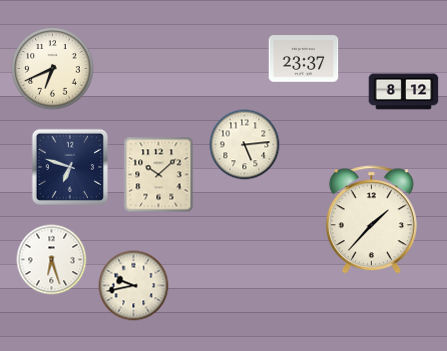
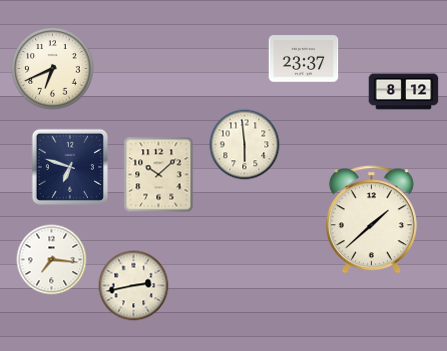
clock at (245, 145): 5:14 -> 5:59
clock at (371, 220): 1:37 -> 1:38
clock at (52, 260): 6:27 -> 7:16
clock at (134, 286): 9:43 -> 2:43
